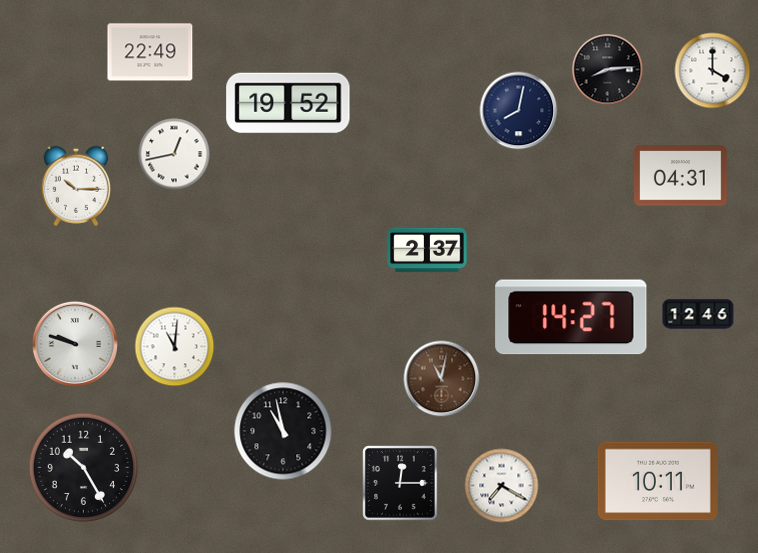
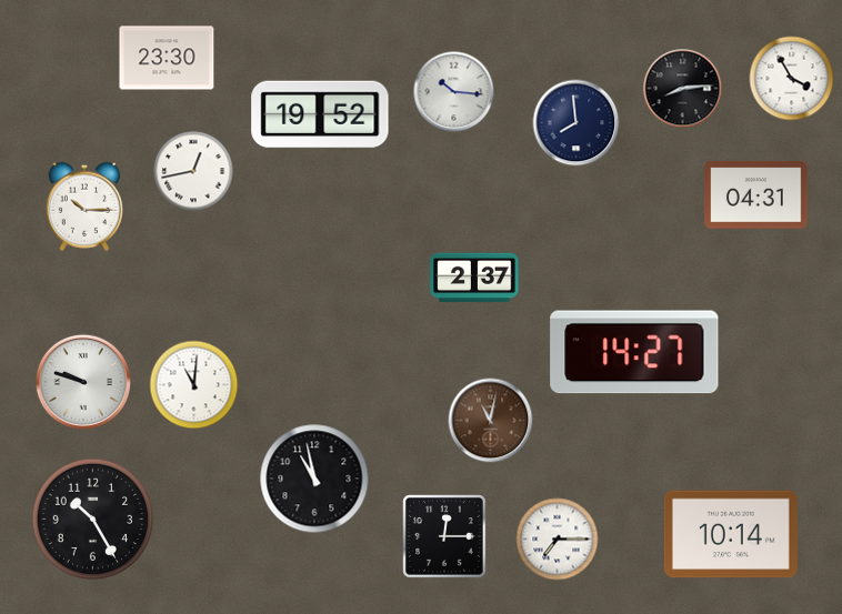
clock at (150, 52): 22:49 -> 23:30
clock at (608, 70) position: (608, 70) -> (683, 89)
clock at (713, 71): 4:00 -> 3:55
clock at (454, 92): none -> 10:16
clock at (519, 111): 8:02 -> 7:59
clock at (698, 314): 12:46 -> none
clock at (658, 481): 10:11 -> 10:14
clock at (502, 486): 7:20 -> 7:15
